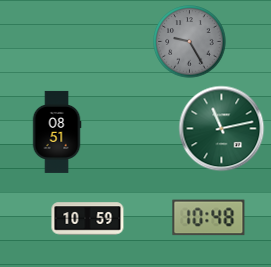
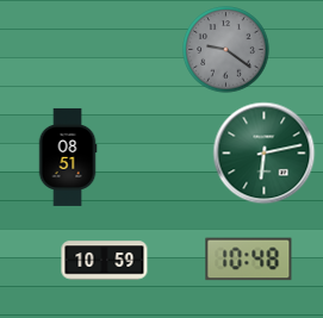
clock at (190, 42): 9:25 -> 9:21
clock at (222, 129): 11:13 -> 6:13
